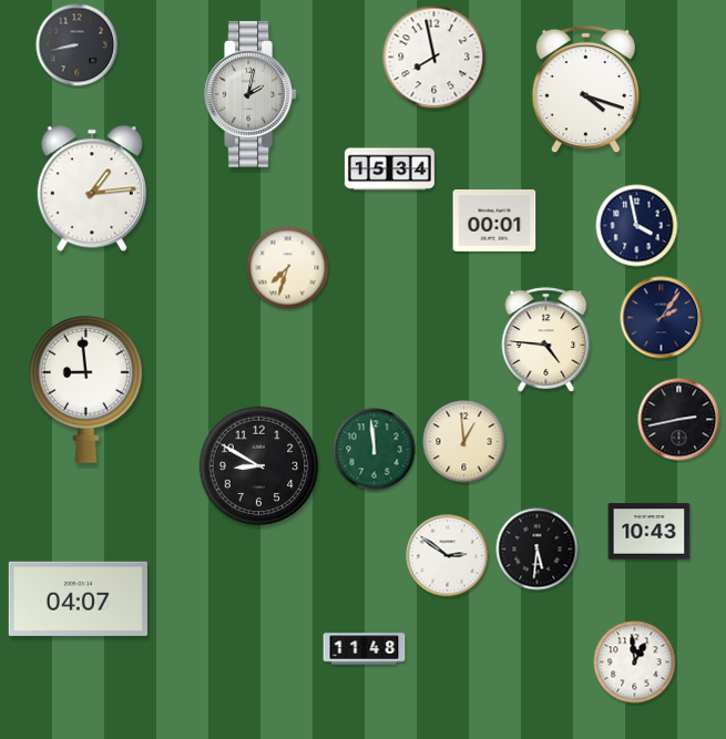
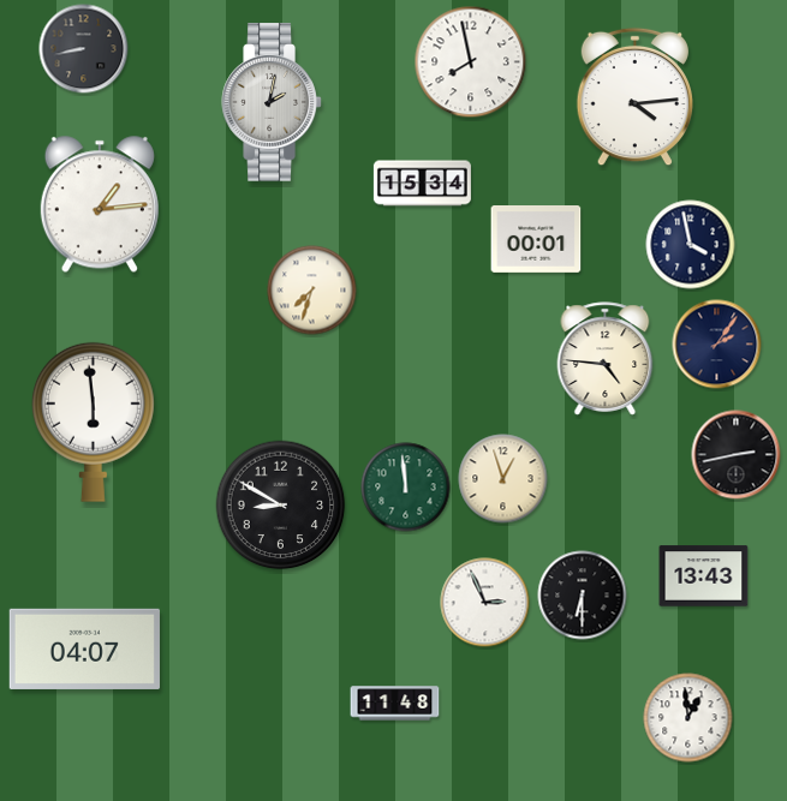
clock at (585, 90): 4:18 -> 4:14
clock at (546, 340) position: (546, 340) -> (606, 359)
clock at (85, 389): 8:59 -> 5:59
clock at (464, 442): 12:59 -> 12:57
clock at (650, 532): 10:43 -> 13:43
clock at (538, 550): 5:31 -> 6:30
clock at (448, 556): 2:51 -> 2:56
